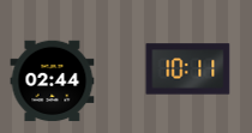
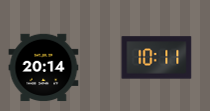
clock at (53, 81): 02:44 -> 20:14
